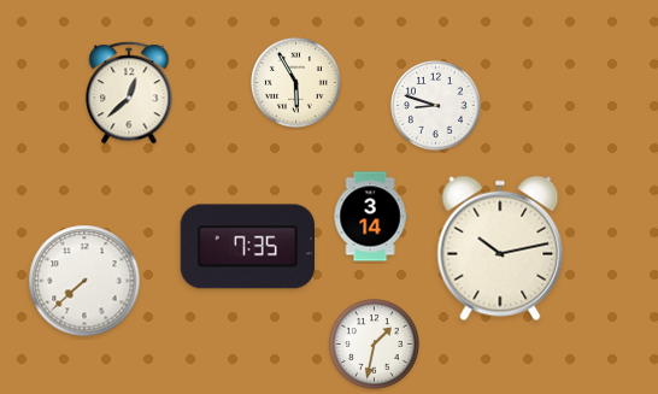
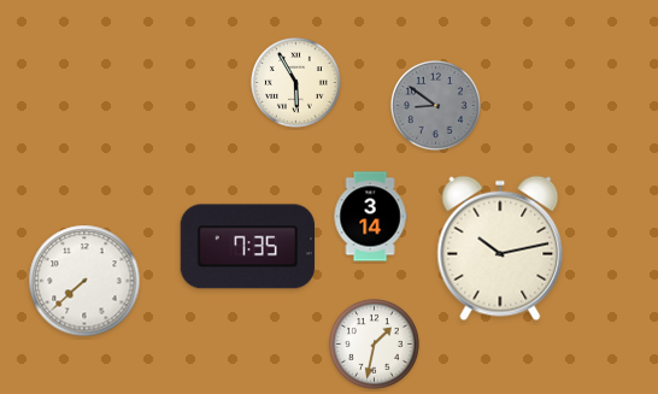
clock at (129, 93): 12:38 -> none
clock at (436, 106): 8:48 -> 8:51
clock at (436, 106) dial: white -> grey
